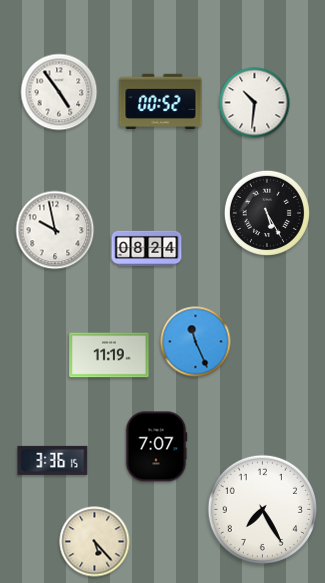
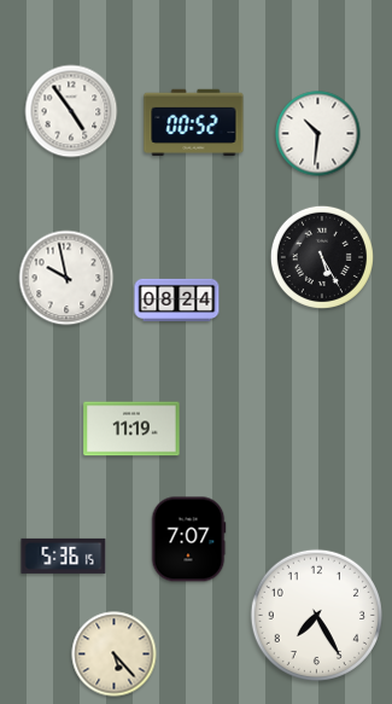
clock at (255, 103) position: (255, 103) -> (318, 134)
clock at (196, 342): 11:26 -> none
clock at (53, 460): 3:36 -> 5:36
